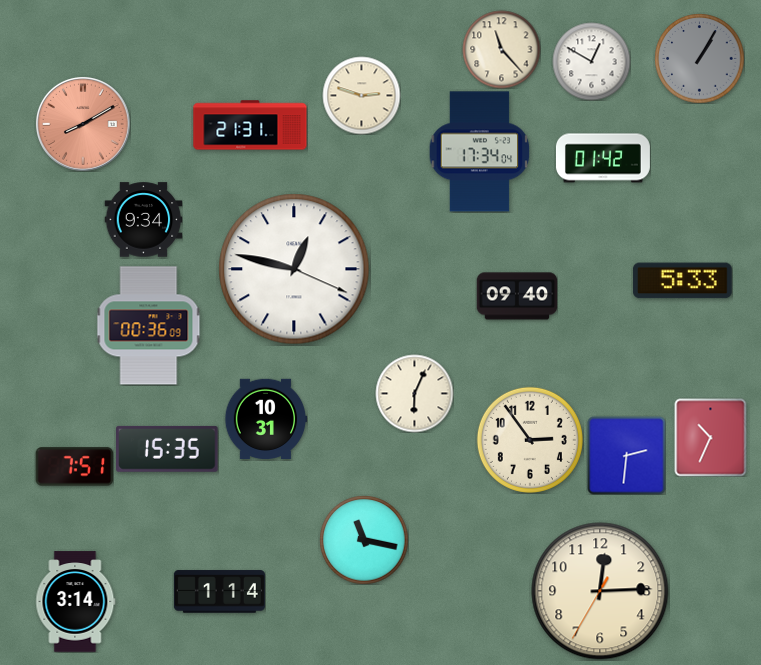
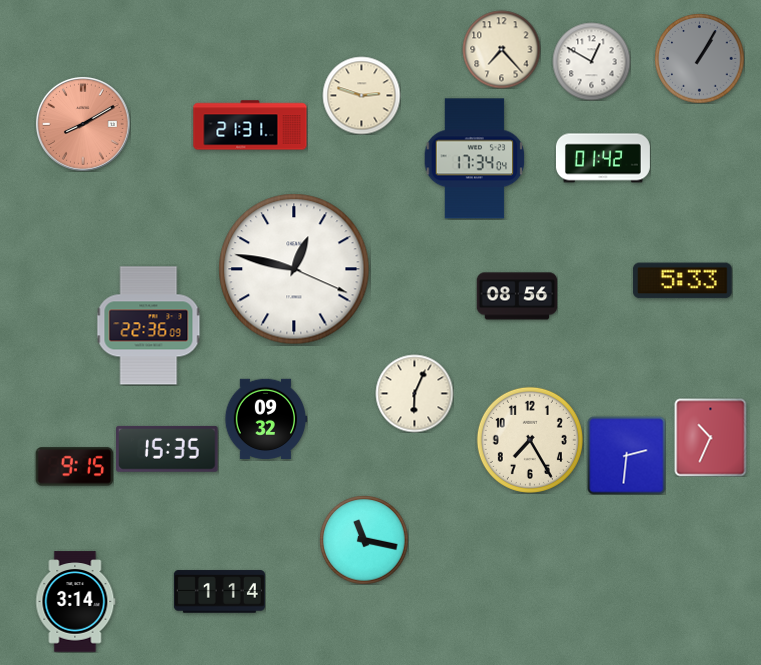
clock at (501, 49): 11:23 -> 7:23
clock at (480, 152) position: (480, 152) -> (475, 159)
clock at (143, 220): 9:34 -> none
clock at (517, 296): 09:40 -> 08:56
clock at (149, 326): 00:36 -> 22:36
clock at (266, 418): 10:31 -> 09:32
clock at (530, 440): 2:54 -> 7:25
clock at (74, 467): 7:51 -> 9:15
clock at (600, 591): 12:14 -> none
